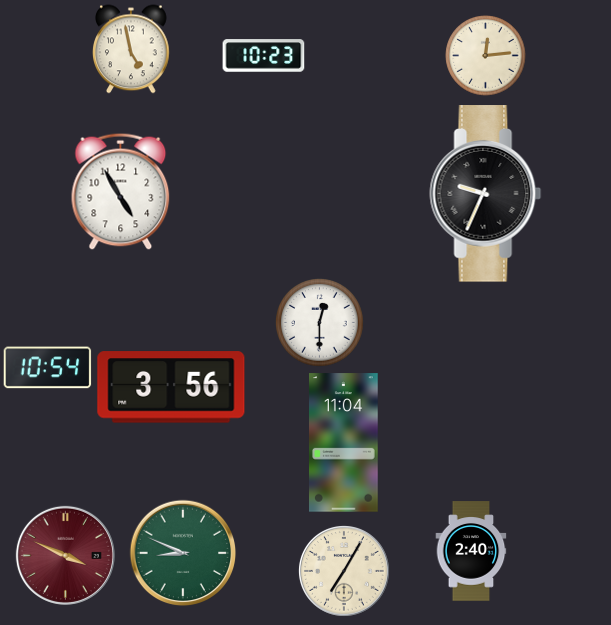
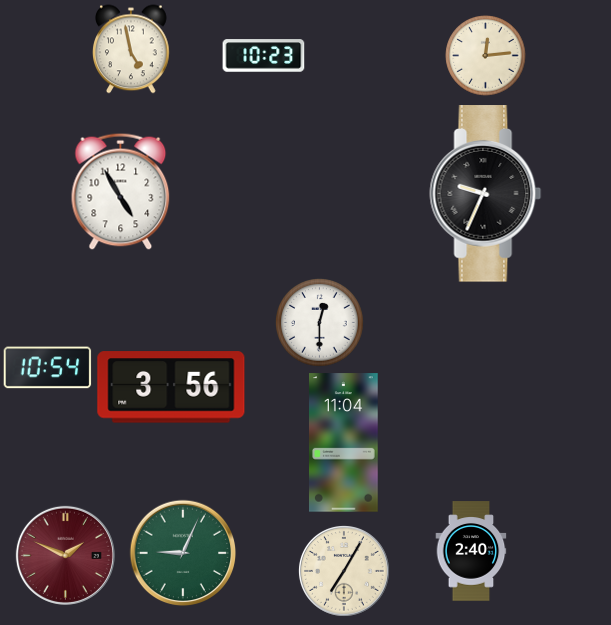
clock at (183, 553): 8:49 -> 9:04
clock at (65, 555): 3:49 -> 1:49
